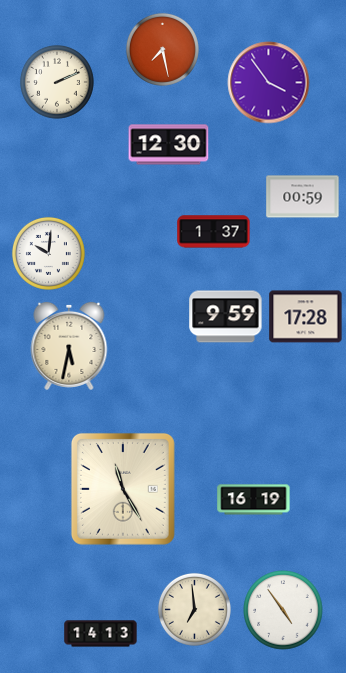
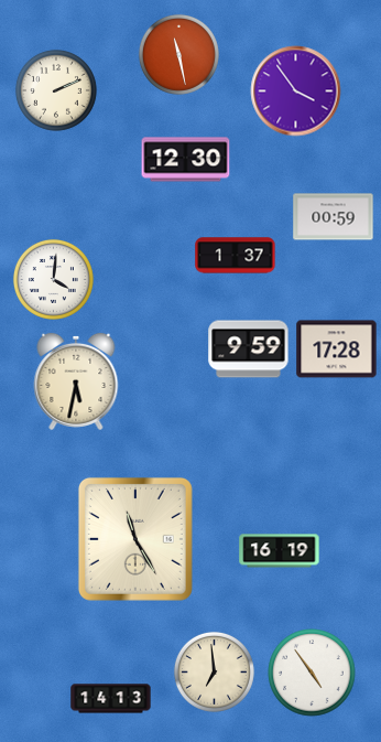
clock at (162, 49): 7:28 -> 11:28
clock at (57, 82) position: (57, 82) -> (56, 90)
clock at (48, 253): 10:01 -> 4:01
